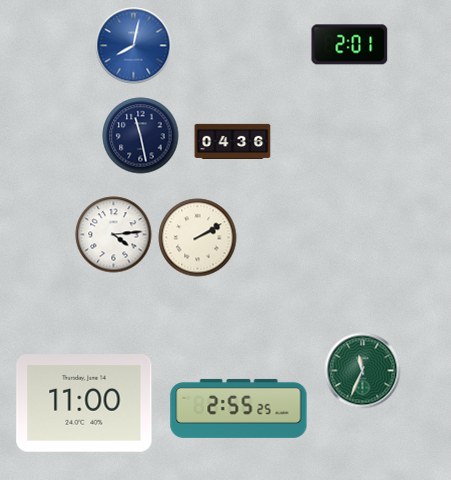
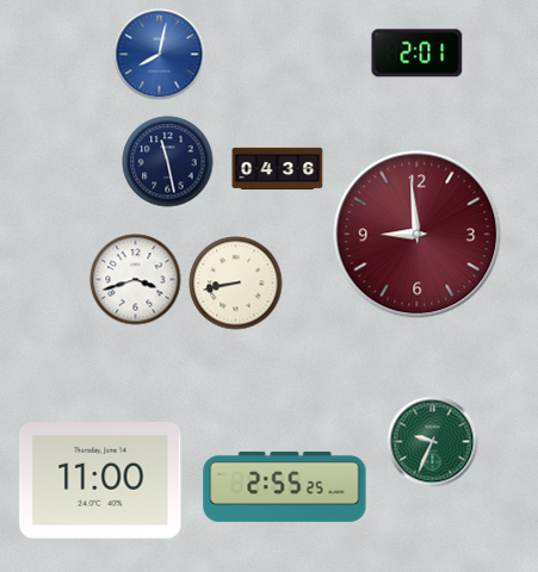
clock at (418, 235): none -> 8:59
clock at (114, 235): 4:14 -> 3:42
clock at (198, 238): 2:10 -> 8:43
clock at (363, 371): 11:34 -> 9:34
